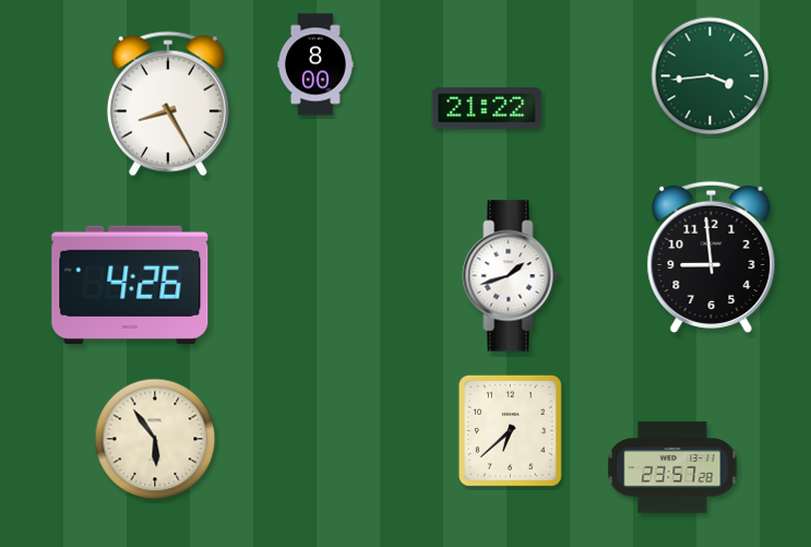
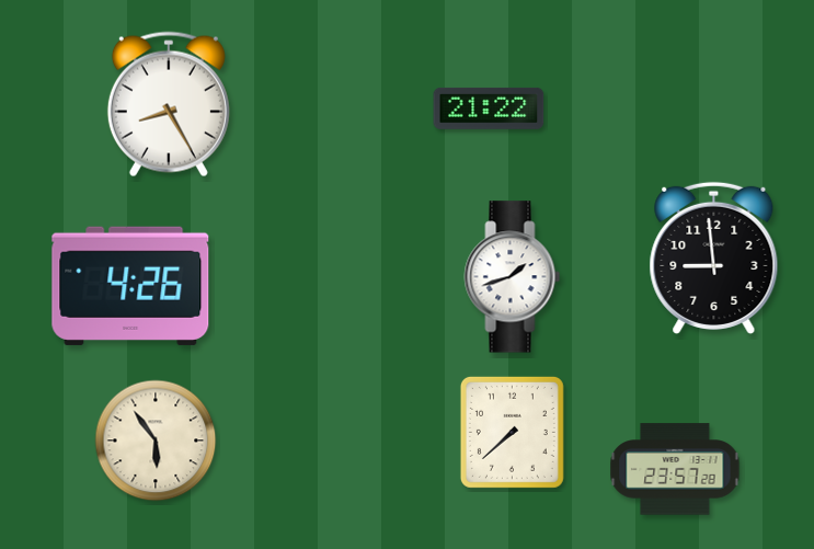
clock at (315, 64): 8:00 -> none
clock at (711, 76): 3:44 -> none
clock at (510, 430): 6:38 -> 7:38
